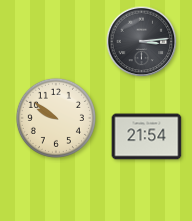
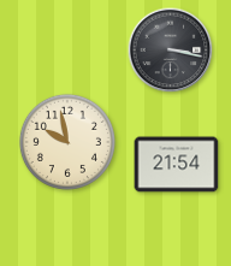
clock at (142, 42): 3:14 -> 3:17
clock at (56, 118): 9:51 -> 9:58
